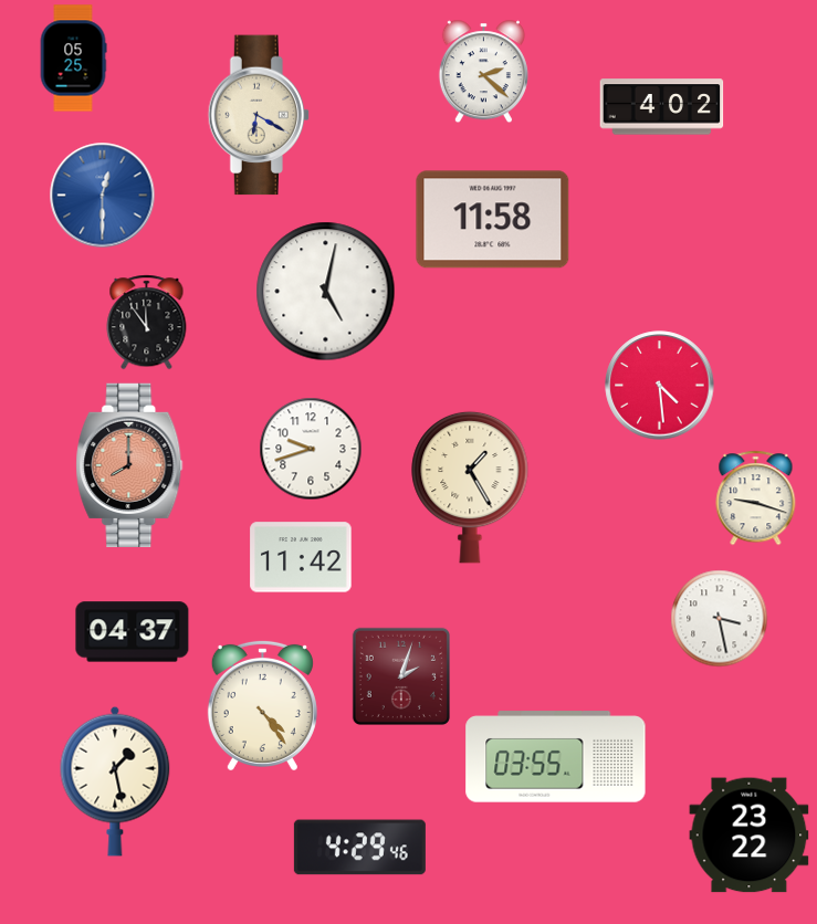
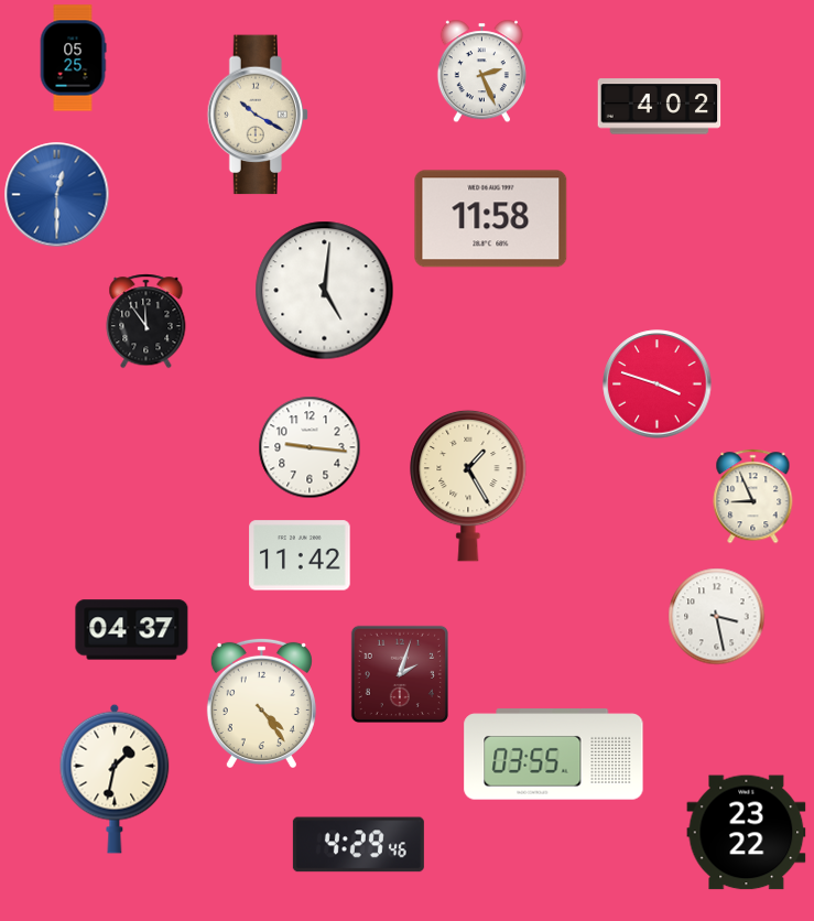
clock at (483, 72): 2:22 -> 2:26
clock at (259, 115): 6:20 -> 10:20
clock at (103, 196) position: (103, 196) -> (57, 195)
clock at (326, 292): 5:02 -> 5:01
clock at (660, 386): 4:29 -> 3:48
clock at (311, 449): 9:42 -> 9:16
clock at (129, 465): 8:00 -> none
clock at (756, 498): 9:18 -> 8:56
clock at (115, 781): 1:28 -> 1:32
